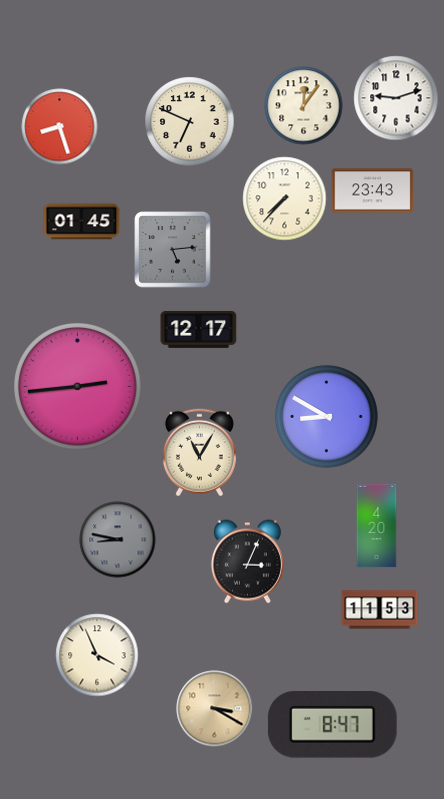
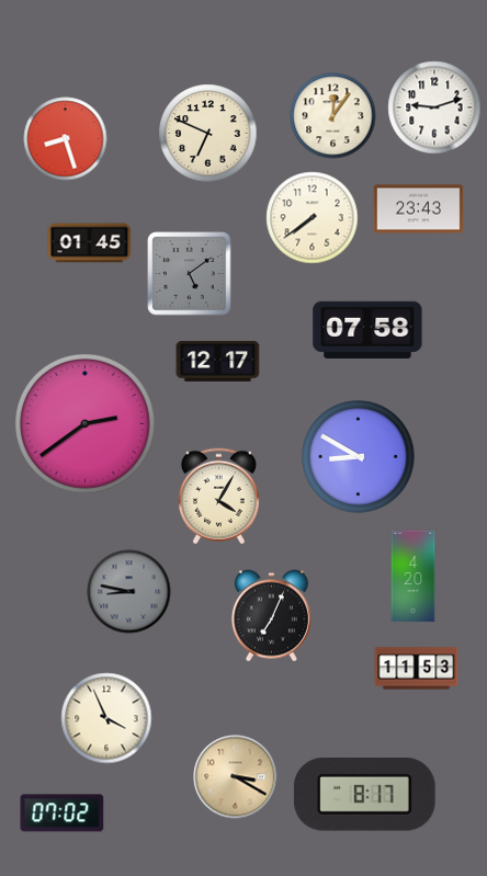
clock at (373, 191) position: (373, 191) -> (419, 209)
clock at (285, 199): 7:37 -> 7:39
clock at (173, 250): 5:14 -> 5:09
clock at (367, 330): none -> 07:58
clock at (78, 387): 2:44 -> 2:39
clock at (199, 453): 11:05 -> 4:05
clock at (247, 562): 3:04 -> 7:04
clock at (332, 725): 8:47 -> 8:17
clock at (63, 814): none -> 07:02
